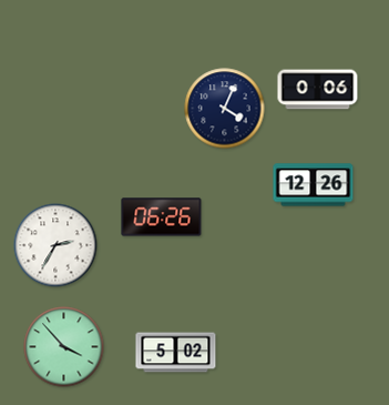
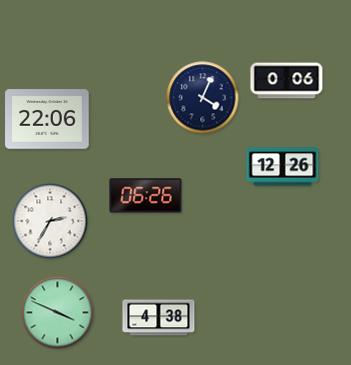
clock at (47, 119): none -> 22:06
clock at (64, 347): 3:53 -> 3:49
clock at (176, 353): 5:02 -> 4:38
